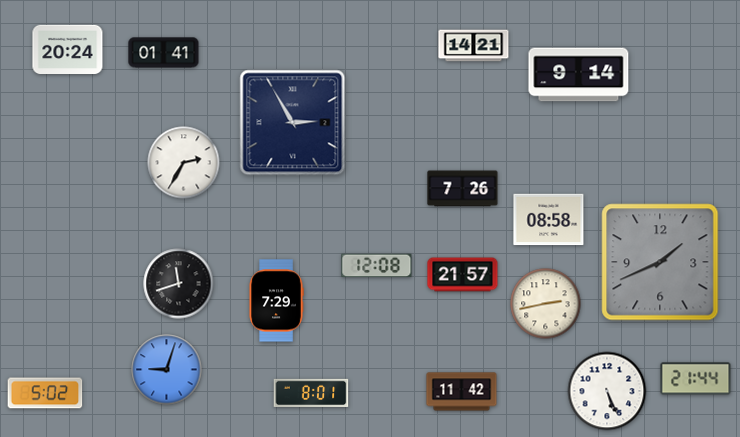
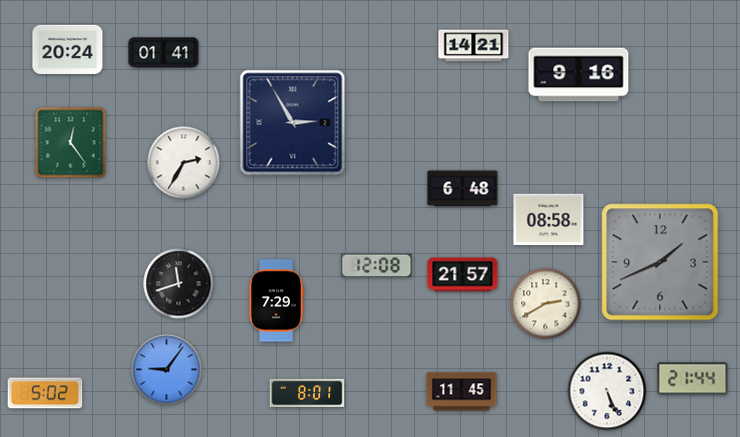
clock at (579, 75): 9:14 -> 9:16
clock at (71, 143): none -> 12:24
clock at (463, 189): 7:26 -> 6:48
clock at (546, 304): 2:43 -> 2:40
clock at (167, 370): 9:03 -> 9:06
clock at (696, 379) position: (696, 379) -> (693, 379)
clock at (462, 392): 11:42 -> 11:45
clock at (311, 393) position: (311, 393) -> (307, 393)
